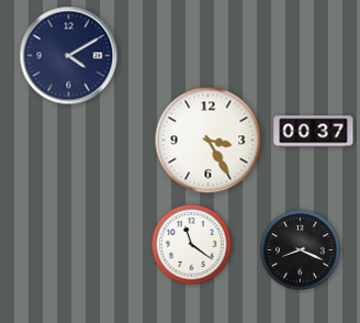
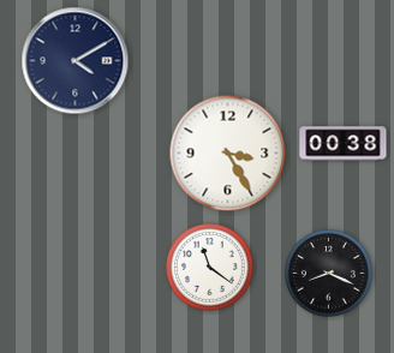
clock at (314, 132): 00:37 -> 00:38
